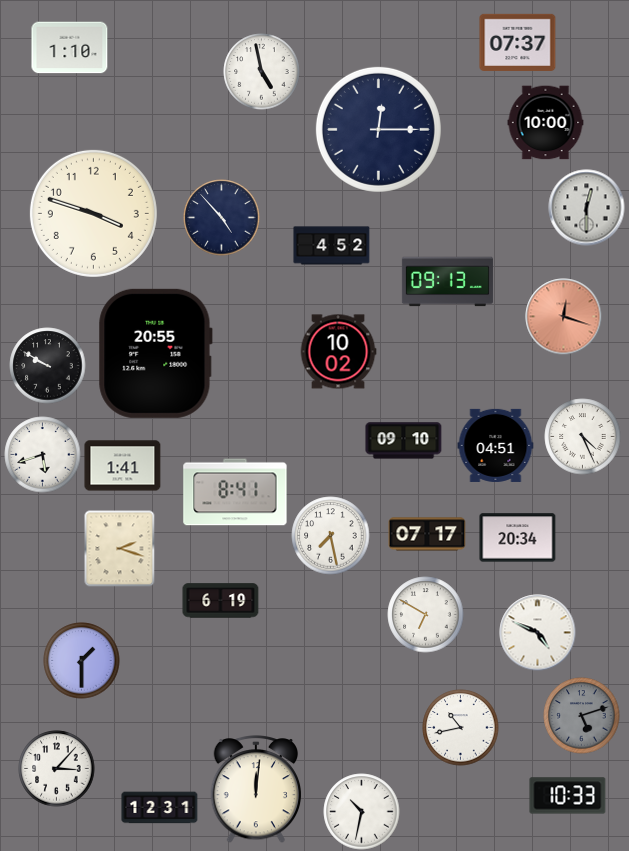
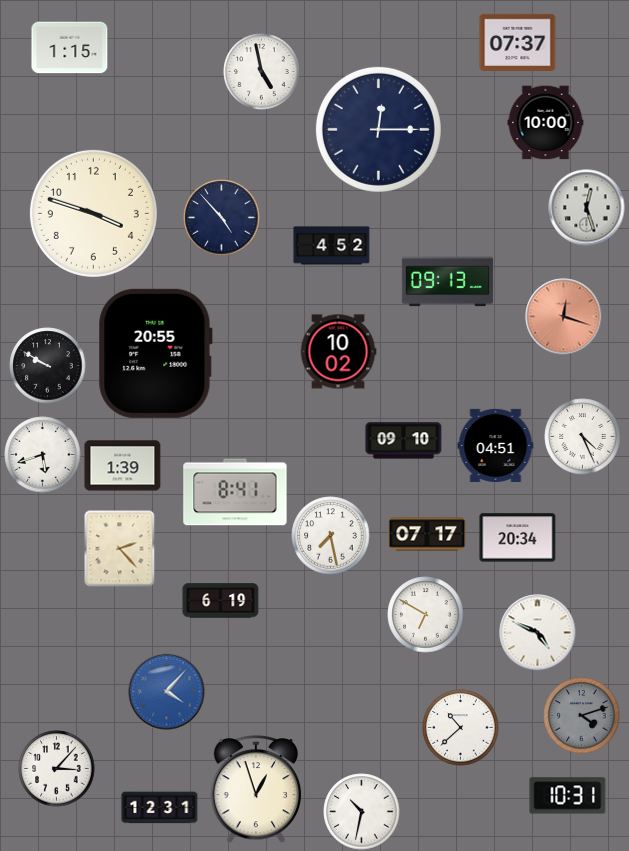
clock at (70, 48): 1:10 -> 1:15
clock at (587, 208): 12:30 -> 12:27
clock at (123, 466): 1:41 -> 1:39
clock at (120, 548): 2:18 -> 2:23
clock at (82, 661): 1:30 -> none
clock at (167, 692): none -> 4:07
clock at (582, 716): 5:12 -> 4:12
clock at (461, 728): 10:43 -> 10:38
clock at (256, 790): 12:01 -> 12:57
clock at (568, 796): 10:33 -> 10:31
